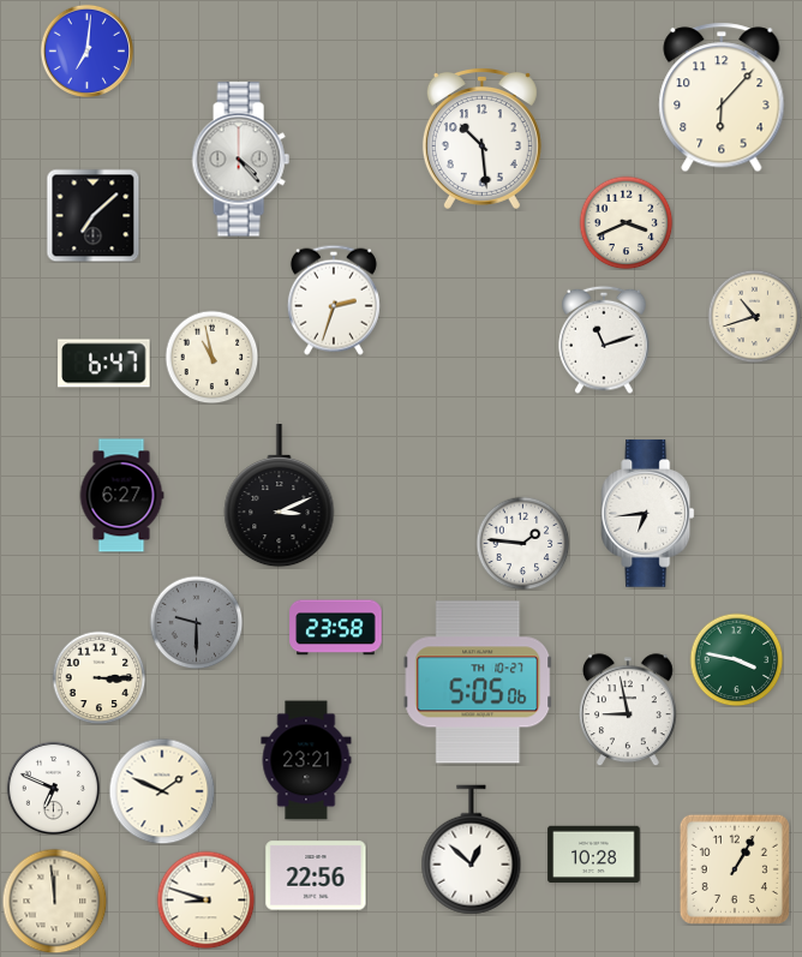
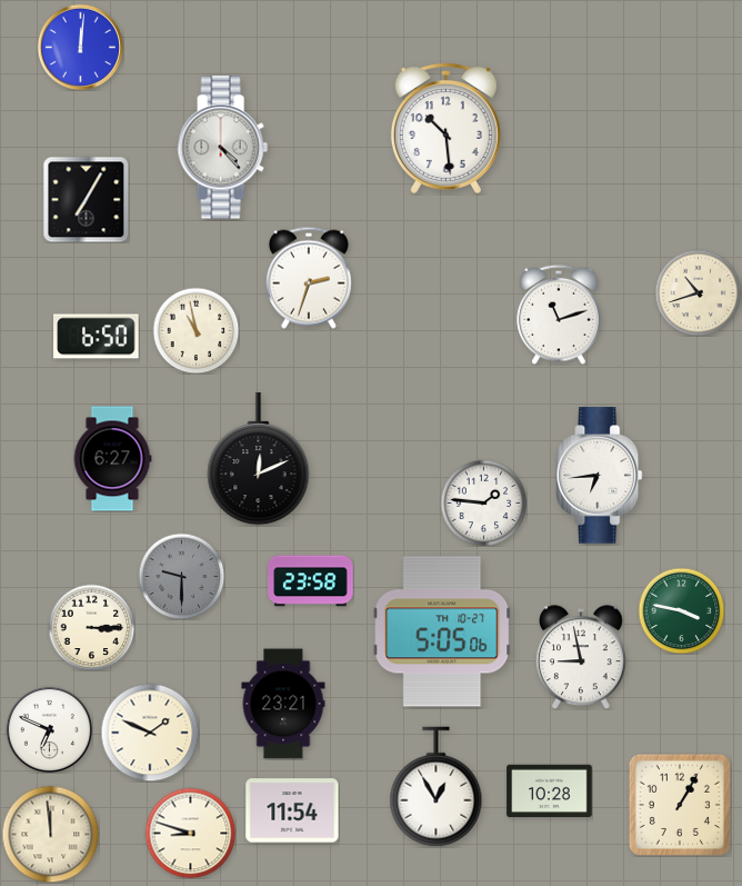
clock at (86, 50): 7:01 -> 12:01
clock at (722, 97): 6:07 -> none
clock at (92, 215): 7:08 -> 7:05
clock at (626, 222): 3:41 -> none
clock at (104, 364): 6:47 -> 6:50
clock at (280, 496): 3:11 -> 12:11
clock at (472, 850): 12:52 -> 12:55
clock at (316, 875): 22:56 -> 11:54
